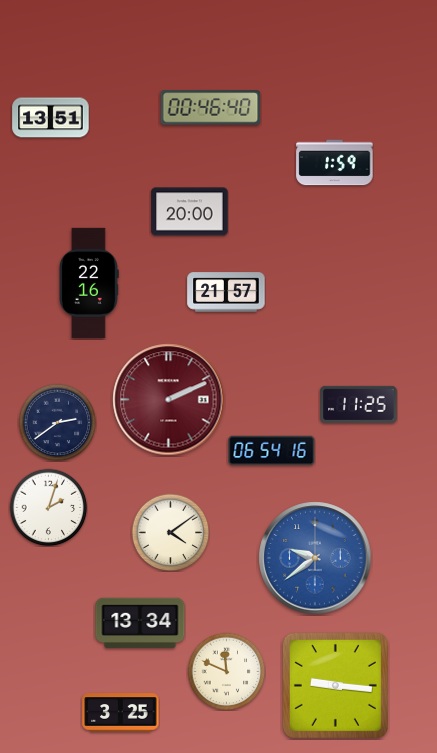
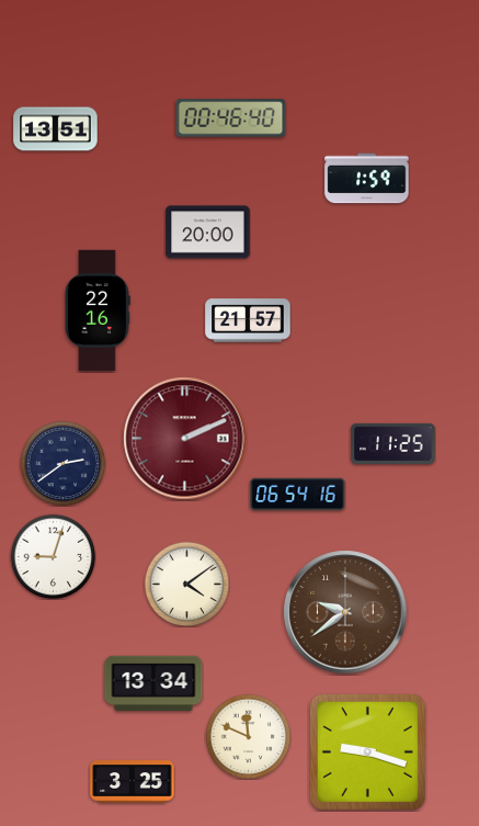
clock at (48, 507): 2:03 -> 9:03
clock at (315, 558) dial: blue -> brown
clock at (335, 685): 9:16 -> 9:18
